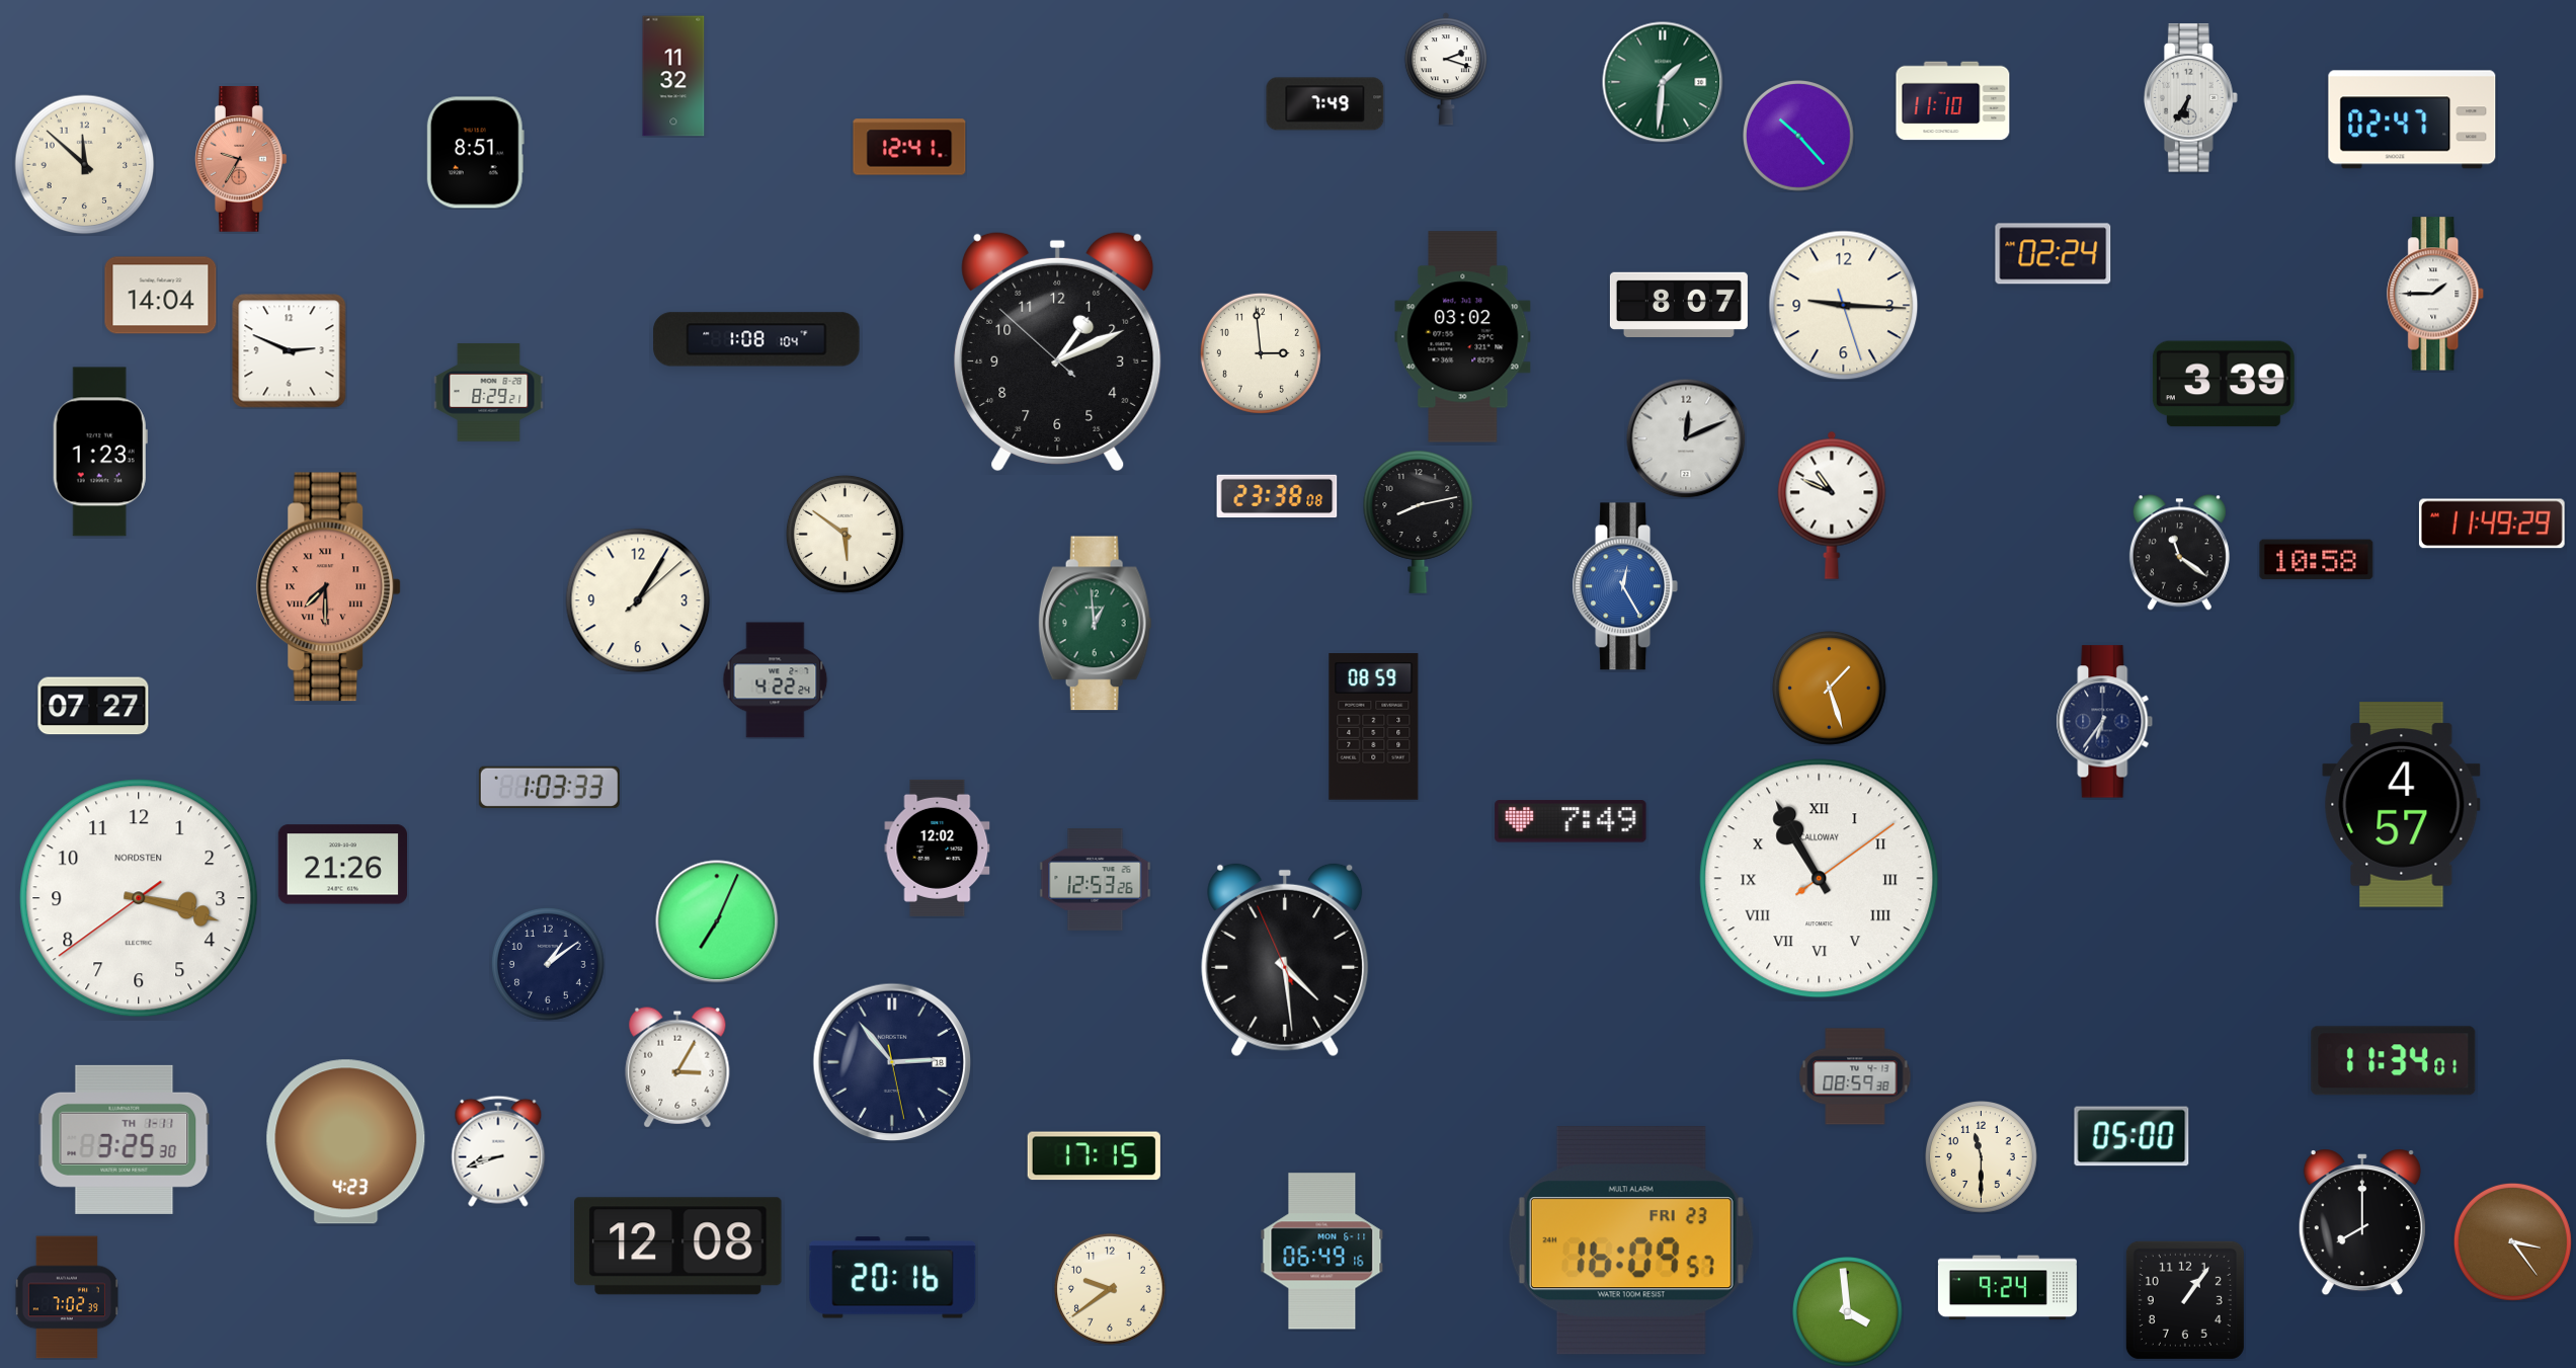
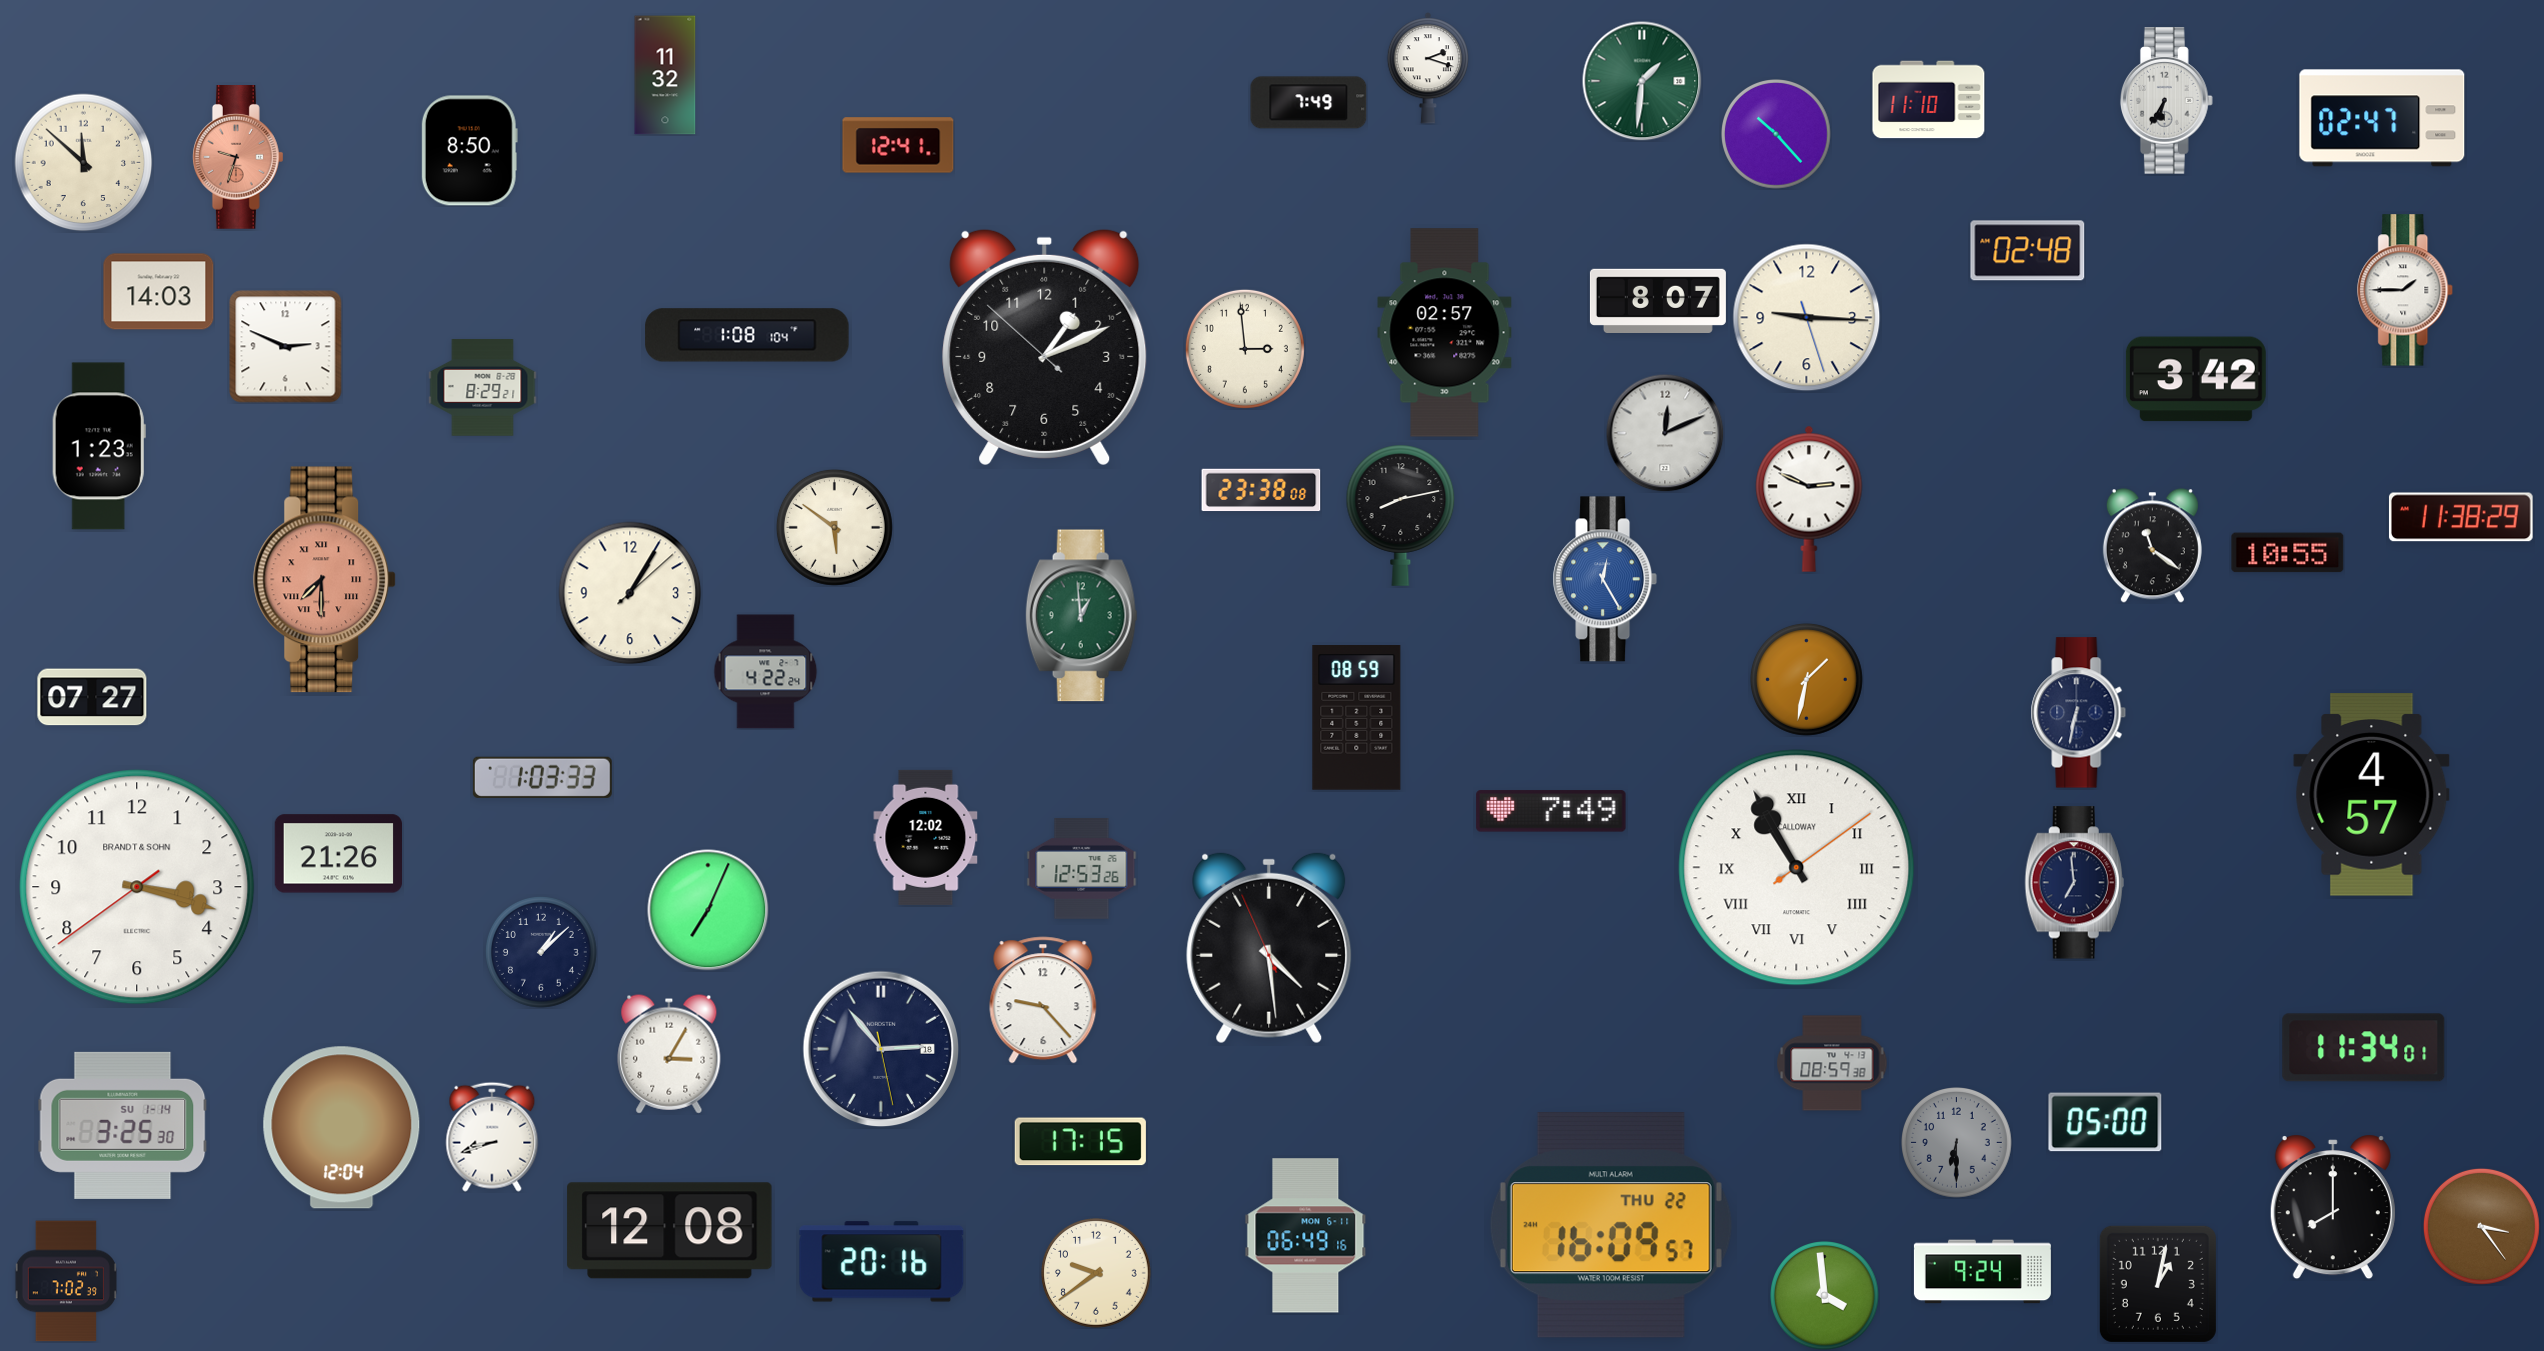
clock at (2190, 98) position: (2190, 98) -> (2166, 101)
clock at (475, 153): 8:51 -> 8:50
clock at (242, 160): 9:35 -> 9:33
clock at (2054, 254): 02:24 -> 02:48
clock at (161, 296): 14:04 -> 14:03
clock at (1844, 306) position: (1844, 306) -> (1807, 318)
clock at (1463, 337): 03:02 -> 02:57
clock at (2224, 384): 3:39 -> 3:42
clock at (1832, 505): 10:49 -> 2:49
clock at (2492, 524): 11:49 -> 11:38
clock at (2317, 560): 10:58 -> 10:55
clock at (1829, 688): 1:27 -> 1:32
clock at (2105, 722): 6:36 -> 6:32
clock at (2074, 883): none -> 6:59
clock at (139, 898) brand: NORDSTEN -> BRANDT & SOHN
clock at (548, 964): 1:09 -> 1:08
clock at (1043, 1000): none -> 9:23
clock at (125, 1139) date: TH 1-11 -> SU 1-14
clock at (346, 1142): 4:23 -> 12:04
clock at (1982, 1157): 11:30 -> 6:30
clock at (1982, 1157) dial: cream -> grey
clock at (1631, 1240) date: FRI 23 -> THU 22
clock at (2185, 1300): 1:06 -> 1:02
